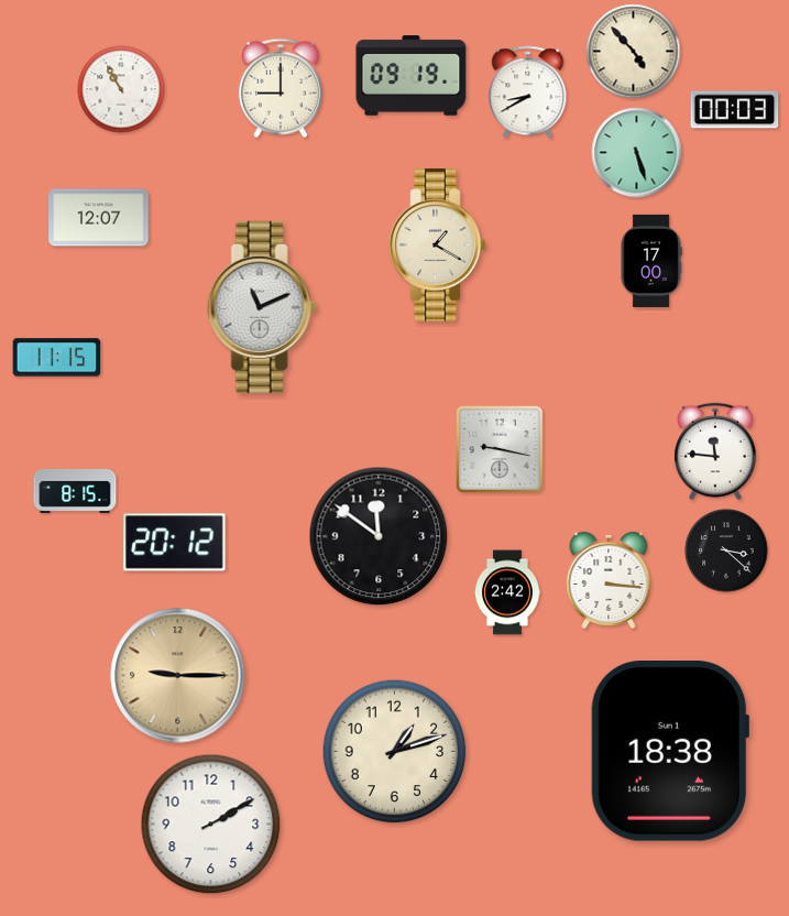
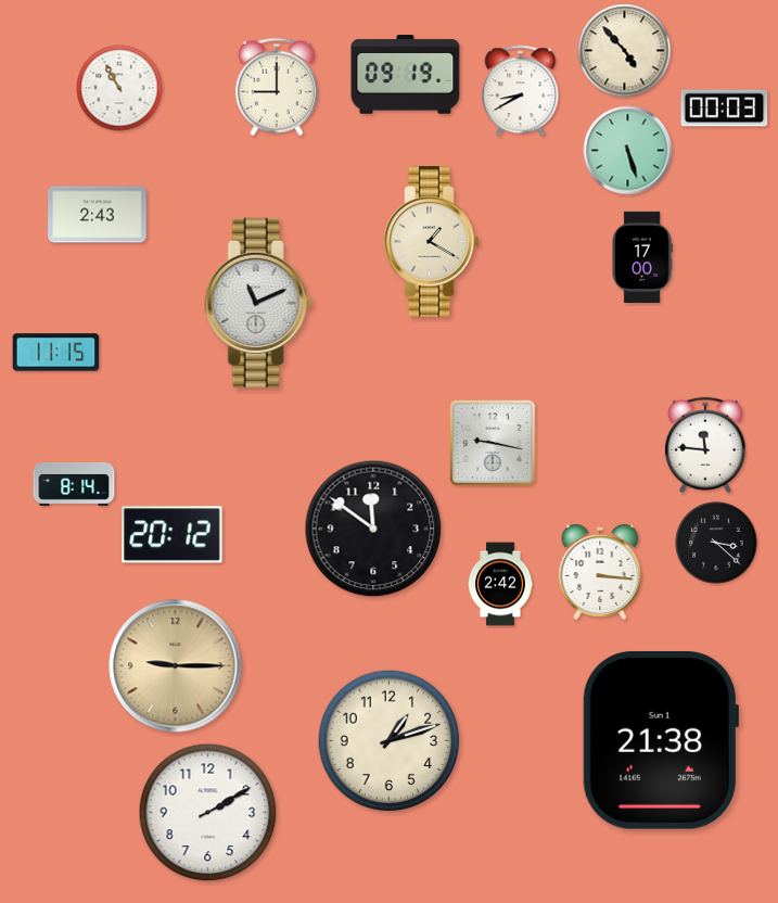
clock at (99, 218): 12:07 -> 2:43
clock at (75, 491): 8:15 -> 8:14
clock at (670, 752): 18:38 -> 21:38
